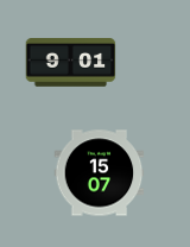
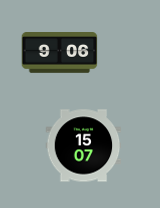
clock at (71, 63): 9:01 -> 9:06
